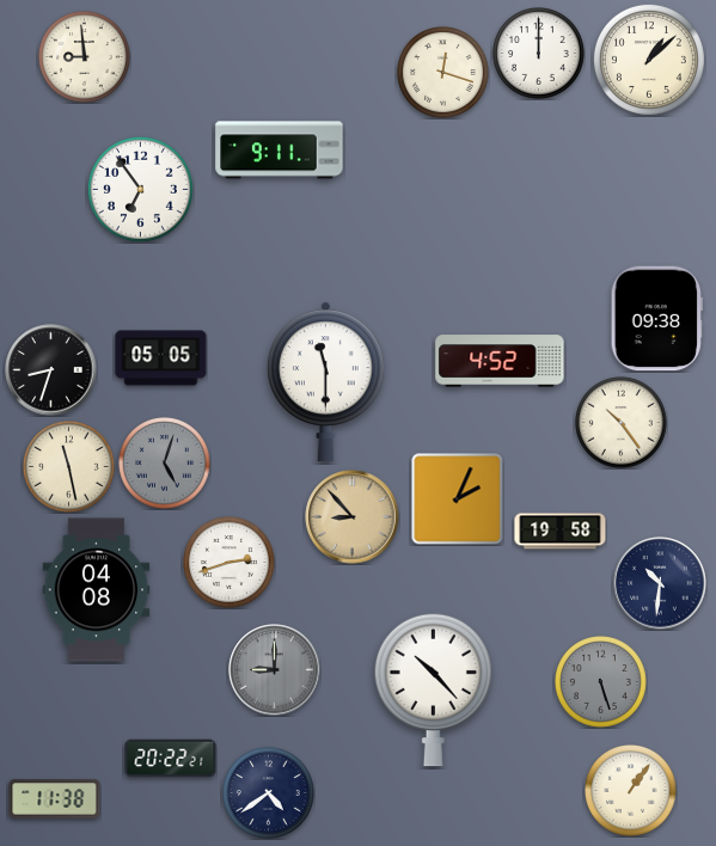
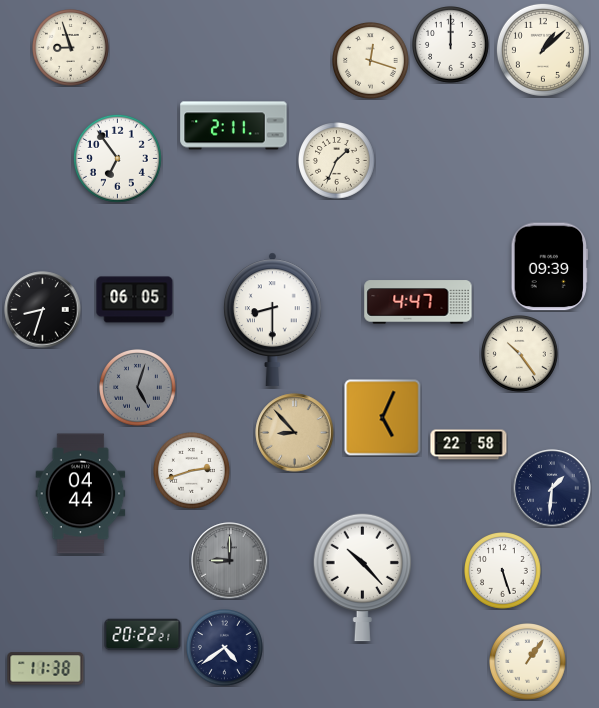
clock at (85, 57): 8:59 -> 8:57
clock at (280, 151): 9:11 -> 2:11
clock at (337, 161): none -> 1:34
clock at (656, 319): 09:38 -> 09:39
clock at (161, 358): 05:05 -> 06:05
clock at (500, 361): 4:52 -> 4:47
clock at (325, 381): 11:30 -> 8:30
clock at (69, 467): 11:28 -> none
clock at (458, 499): 2:04 -> 5:04
clock at (561, 532): 19:58 -> 22:58
clock at (660, 583): 10:31 -> 1:31
clock at (97, 590): 04:08 -> 04:44
clock at (601, 682) dial: grey -> white
clock at (269, 793) position: (269, 793) -> (225, 648)
